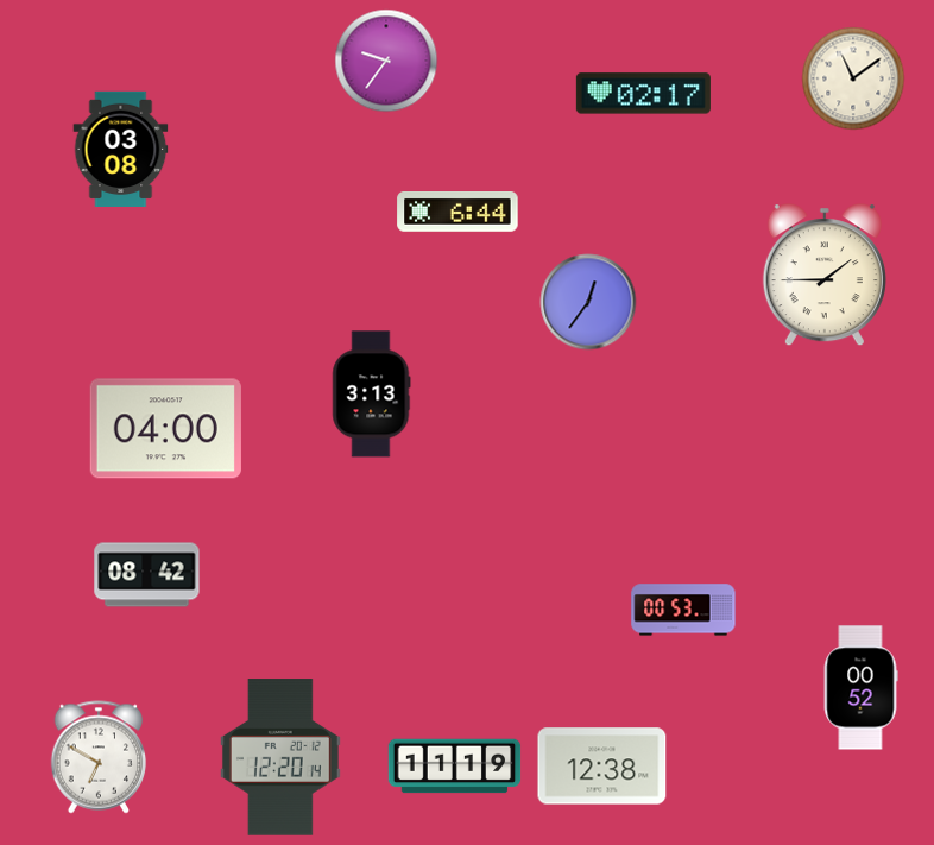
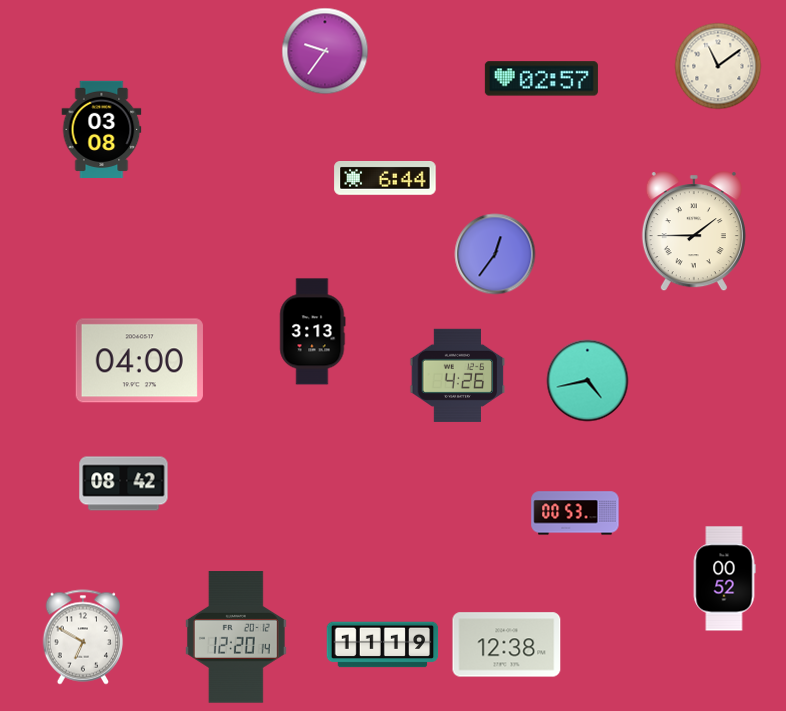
clock at (643, 94): 02:17 -> 02:57
clock at (121, 149) position: (121, 149) -> (102, 129)
clock at (458, 375): none -> 4:26
clock at (588, 381): none -> 4:43
